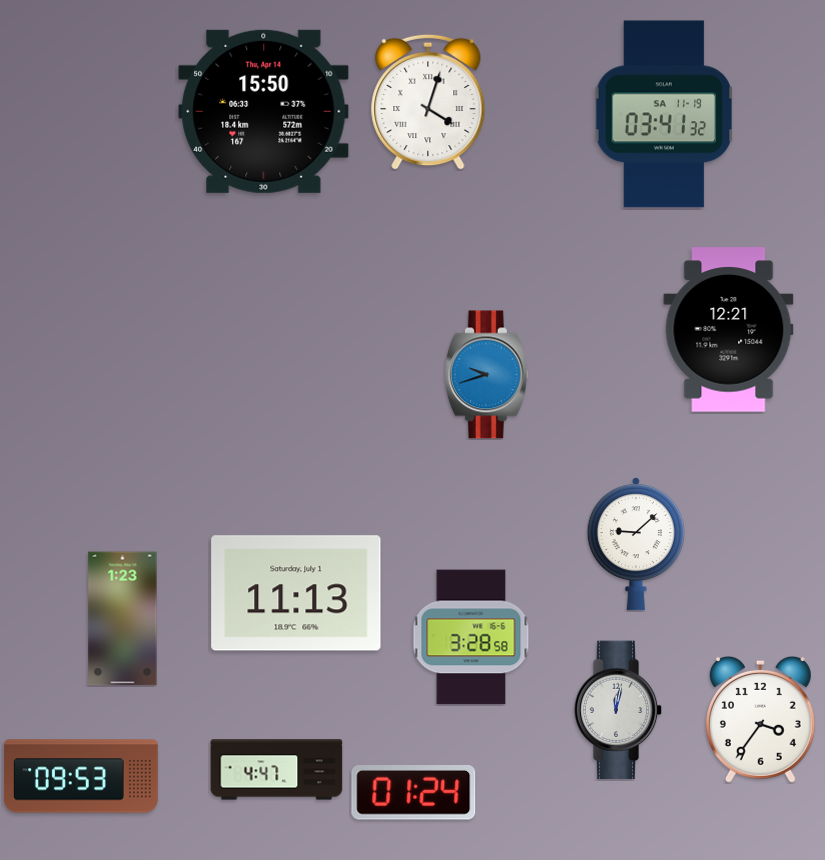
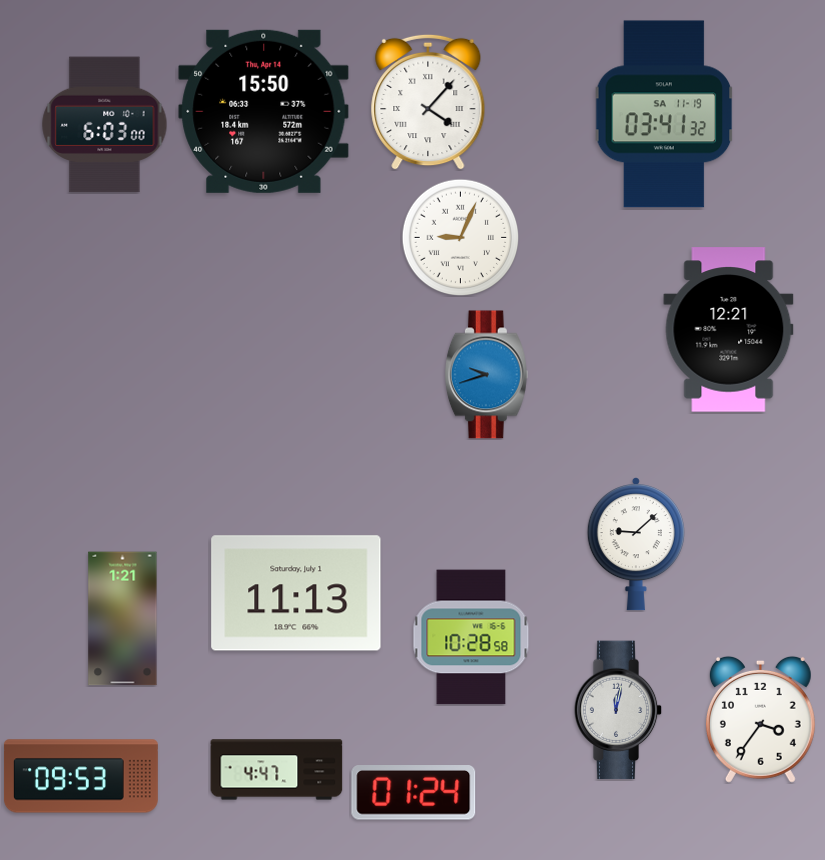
clock at (428, 102): 4:03 -> 4:07
clock at (105, 125): none -> 6:03
clock at (460, 237): none -> 9:04
clock at (123, 619): 1:23 -> 1:21
clock at (471, 637): 3:28 -> 10:28
